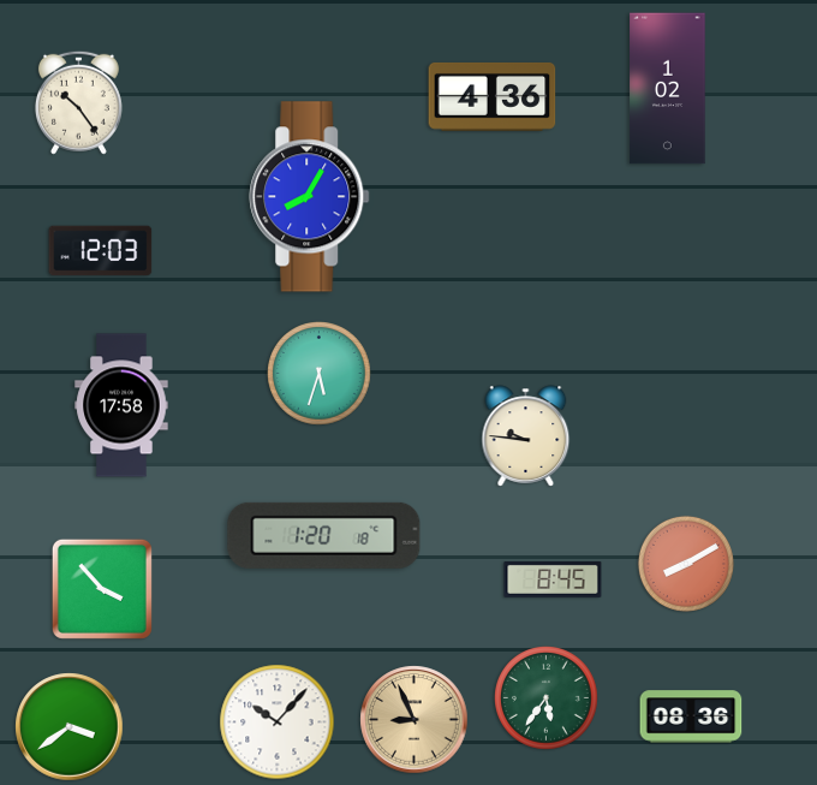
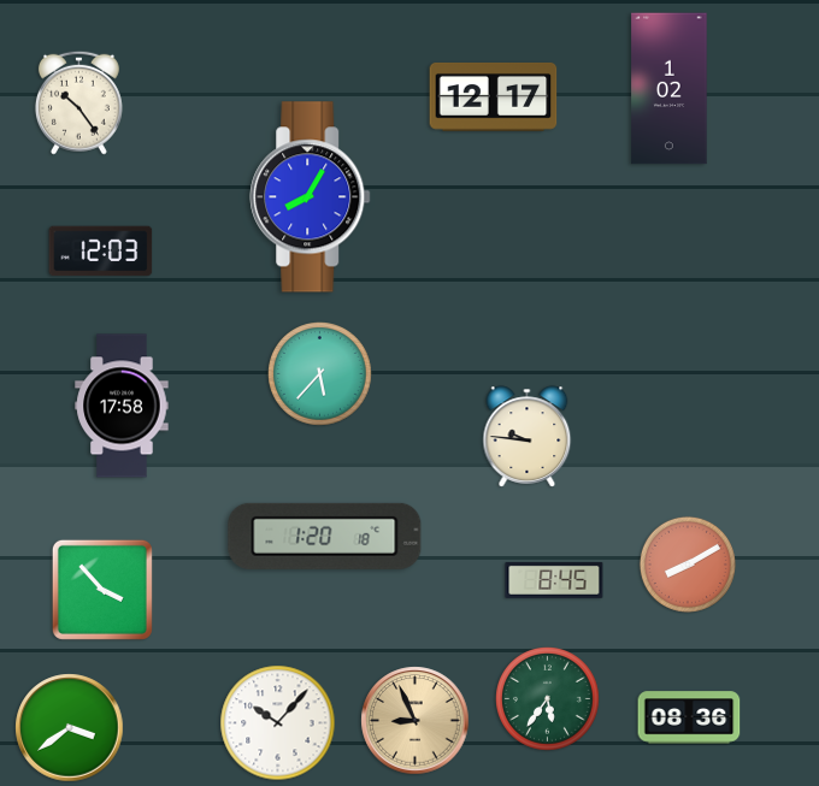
clock at (493, 97): 4:36 -> 12:17
clock at (320, 374): 5:33 -> 5:37
clock at (691, 716) position: (691, 716) -> (689, 717)
